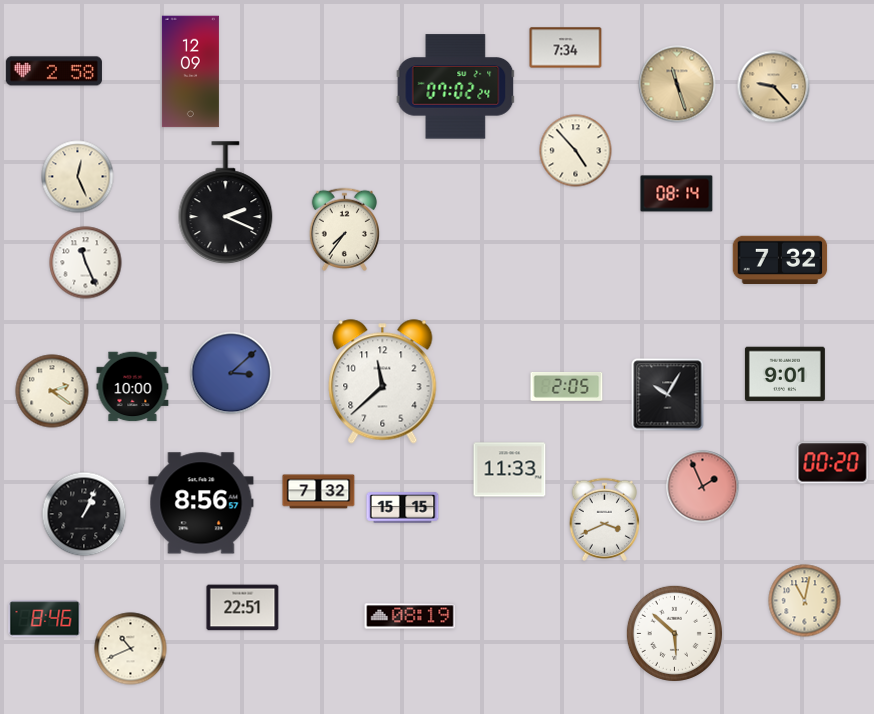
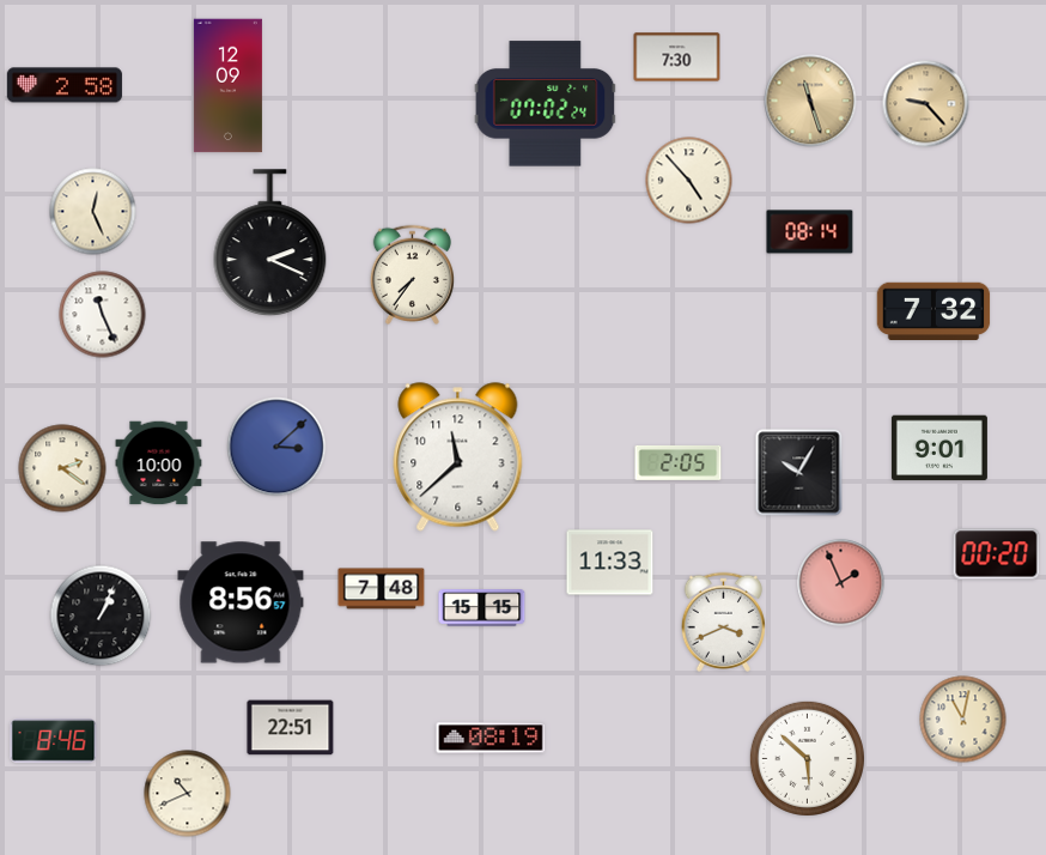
clock at (566, 48): 7:34 -> 7:30
clock at (319, 492): 7:32 -> 7:48
clock at (131, 649) position: (131, 649) -> (188, 794)
